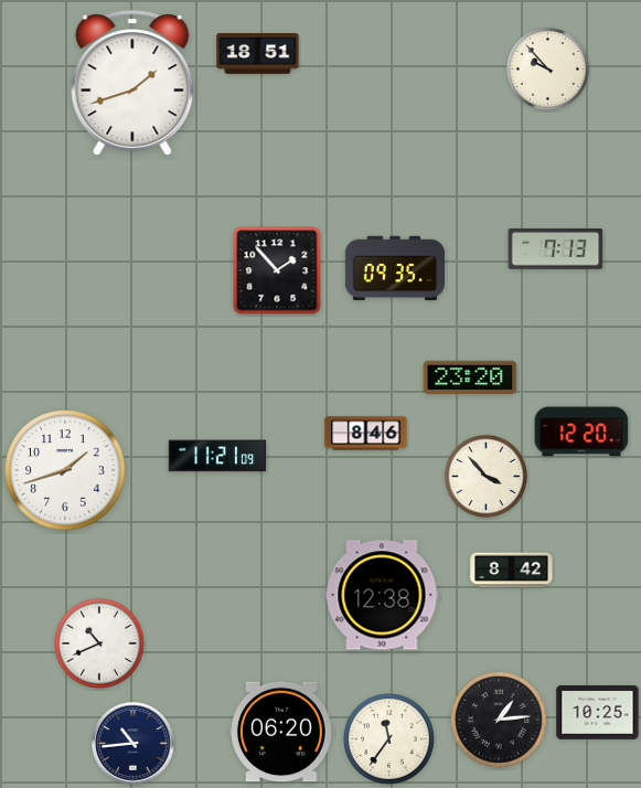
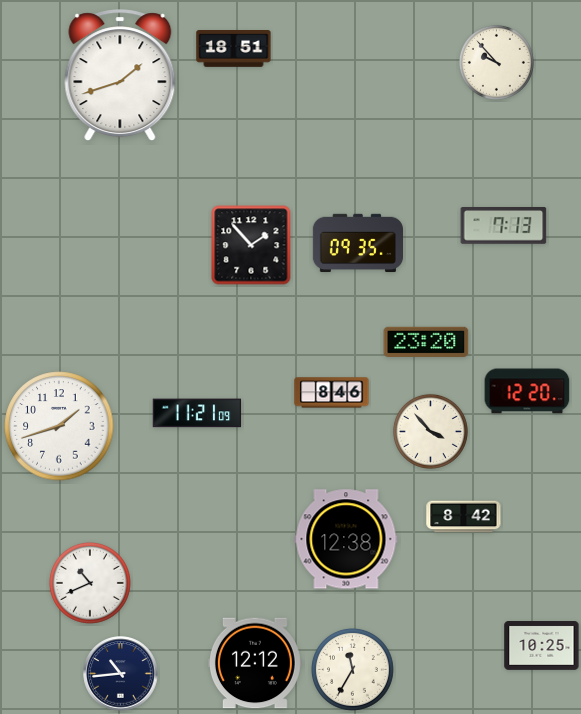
clock at (485, 476) position: (485, 476) -> (430, 431)
clock at (500, 721): 1:14 -> none
clock at (281, 732): 06:20 -> 12:12
clock at (388, 738): 11:36 -> 11:35
